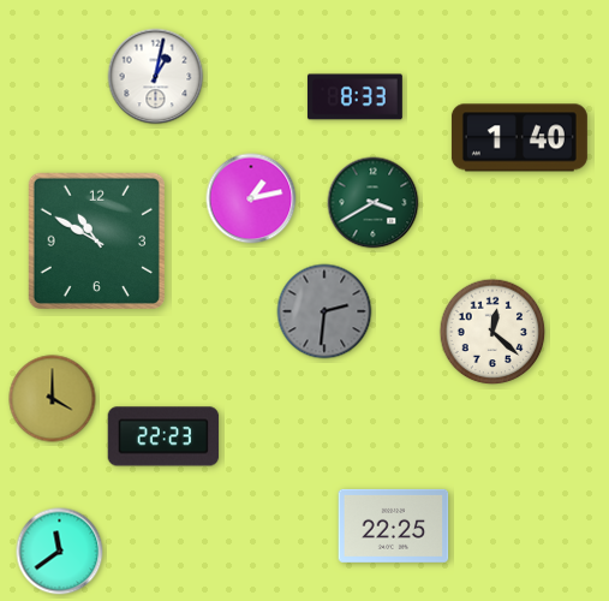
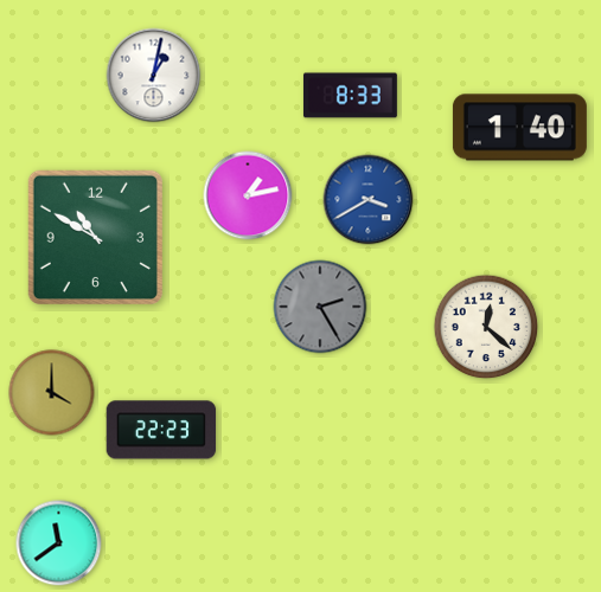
clock at (519, 138) position: (519, 138) -> (519, 128)
clock at (374, 203) dial: green -> blue
clock at (324, 311): 2:31 -> 2:25
clock at (394, 525): 22:25 -> none
